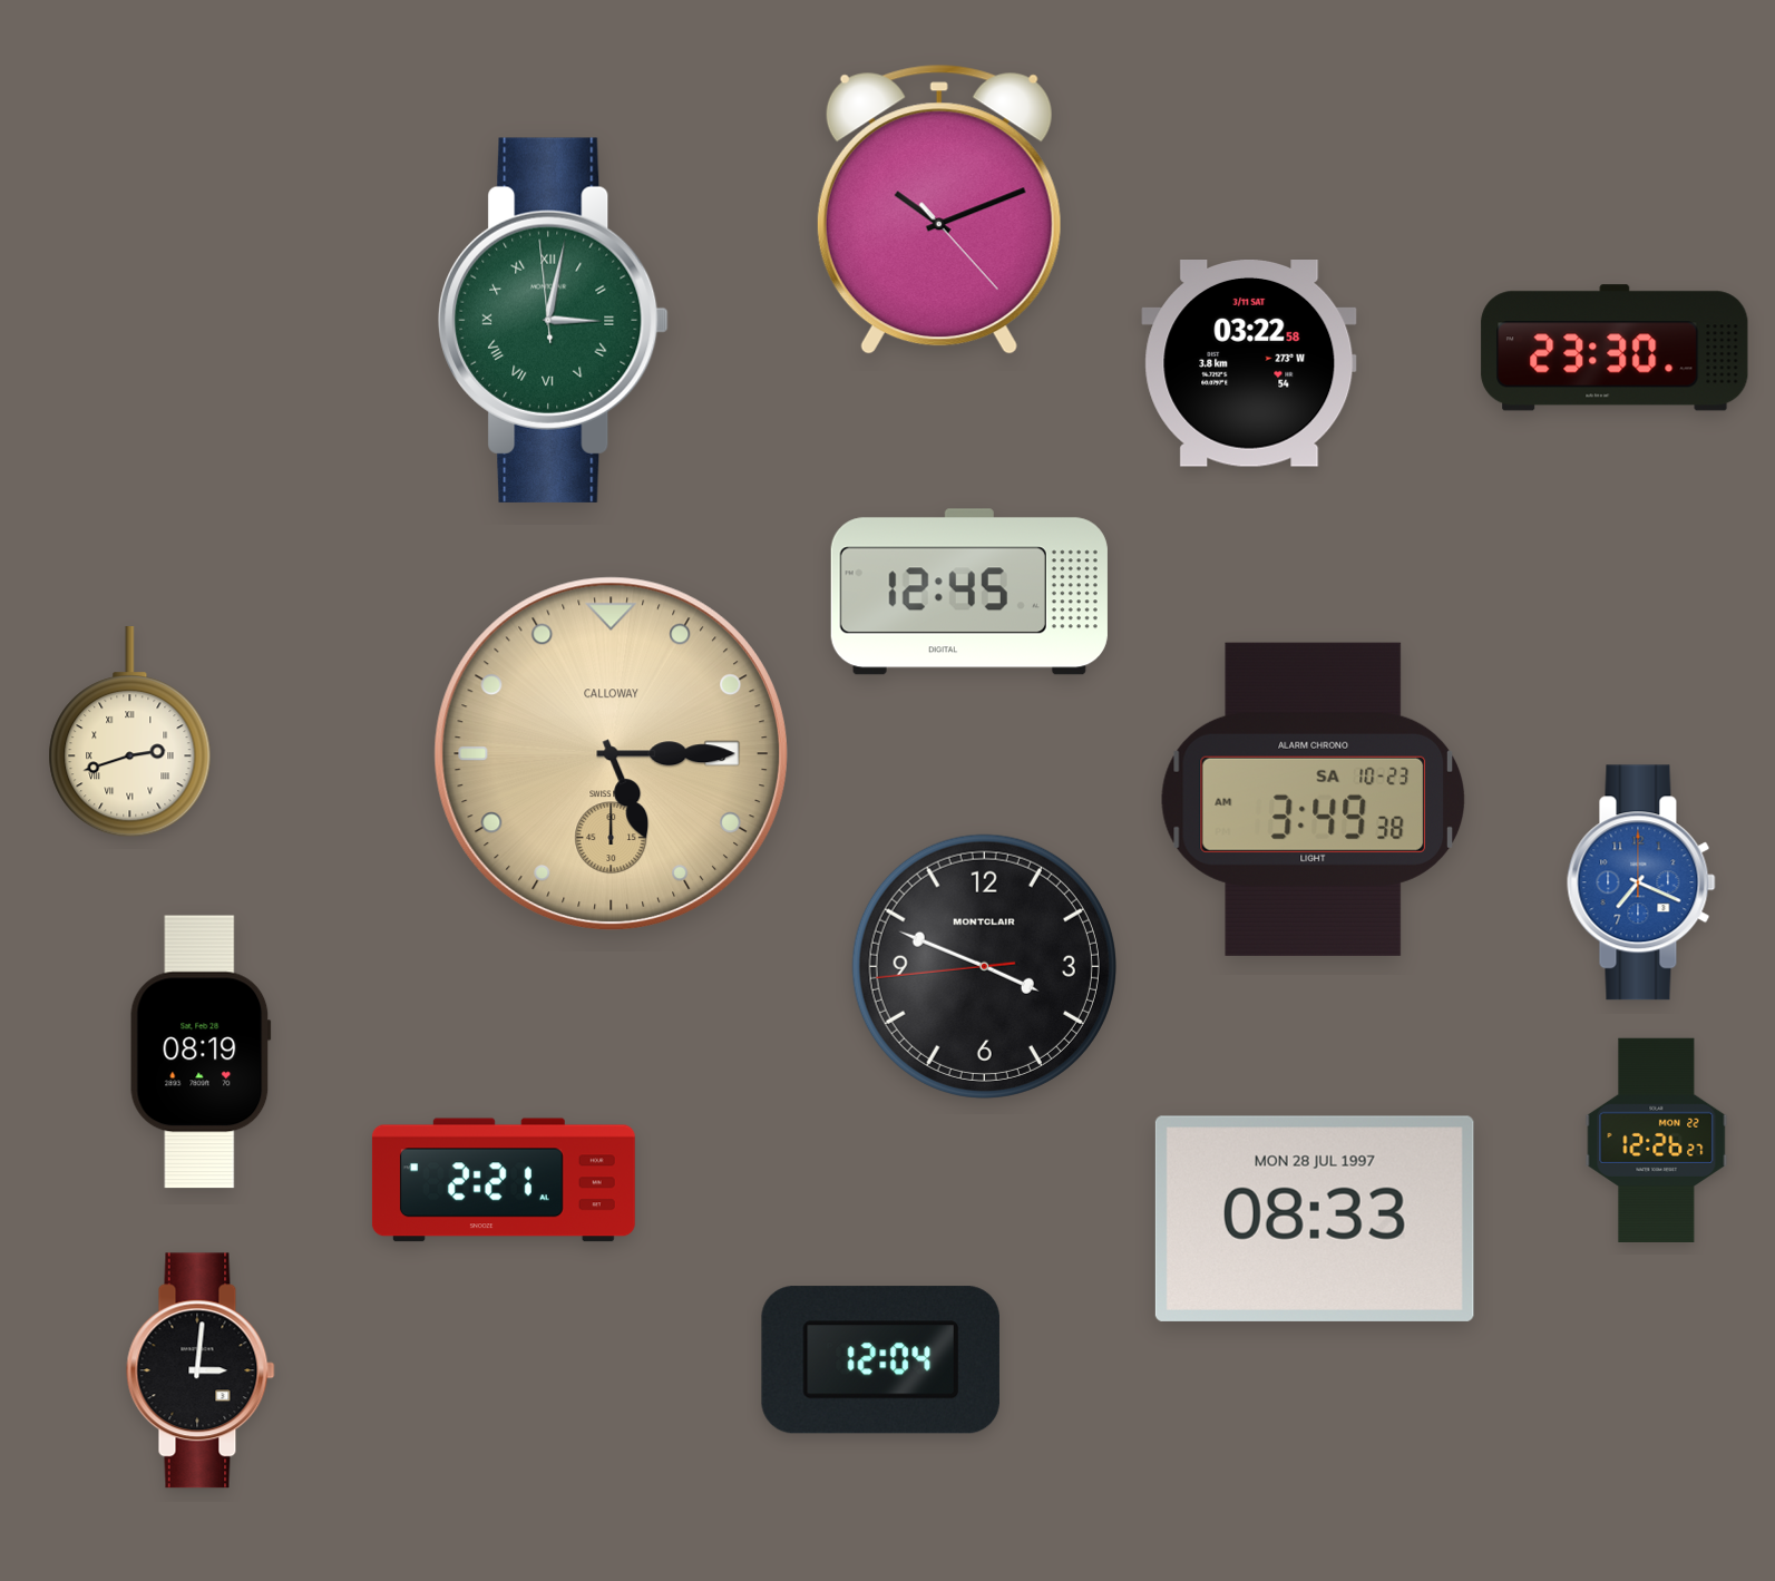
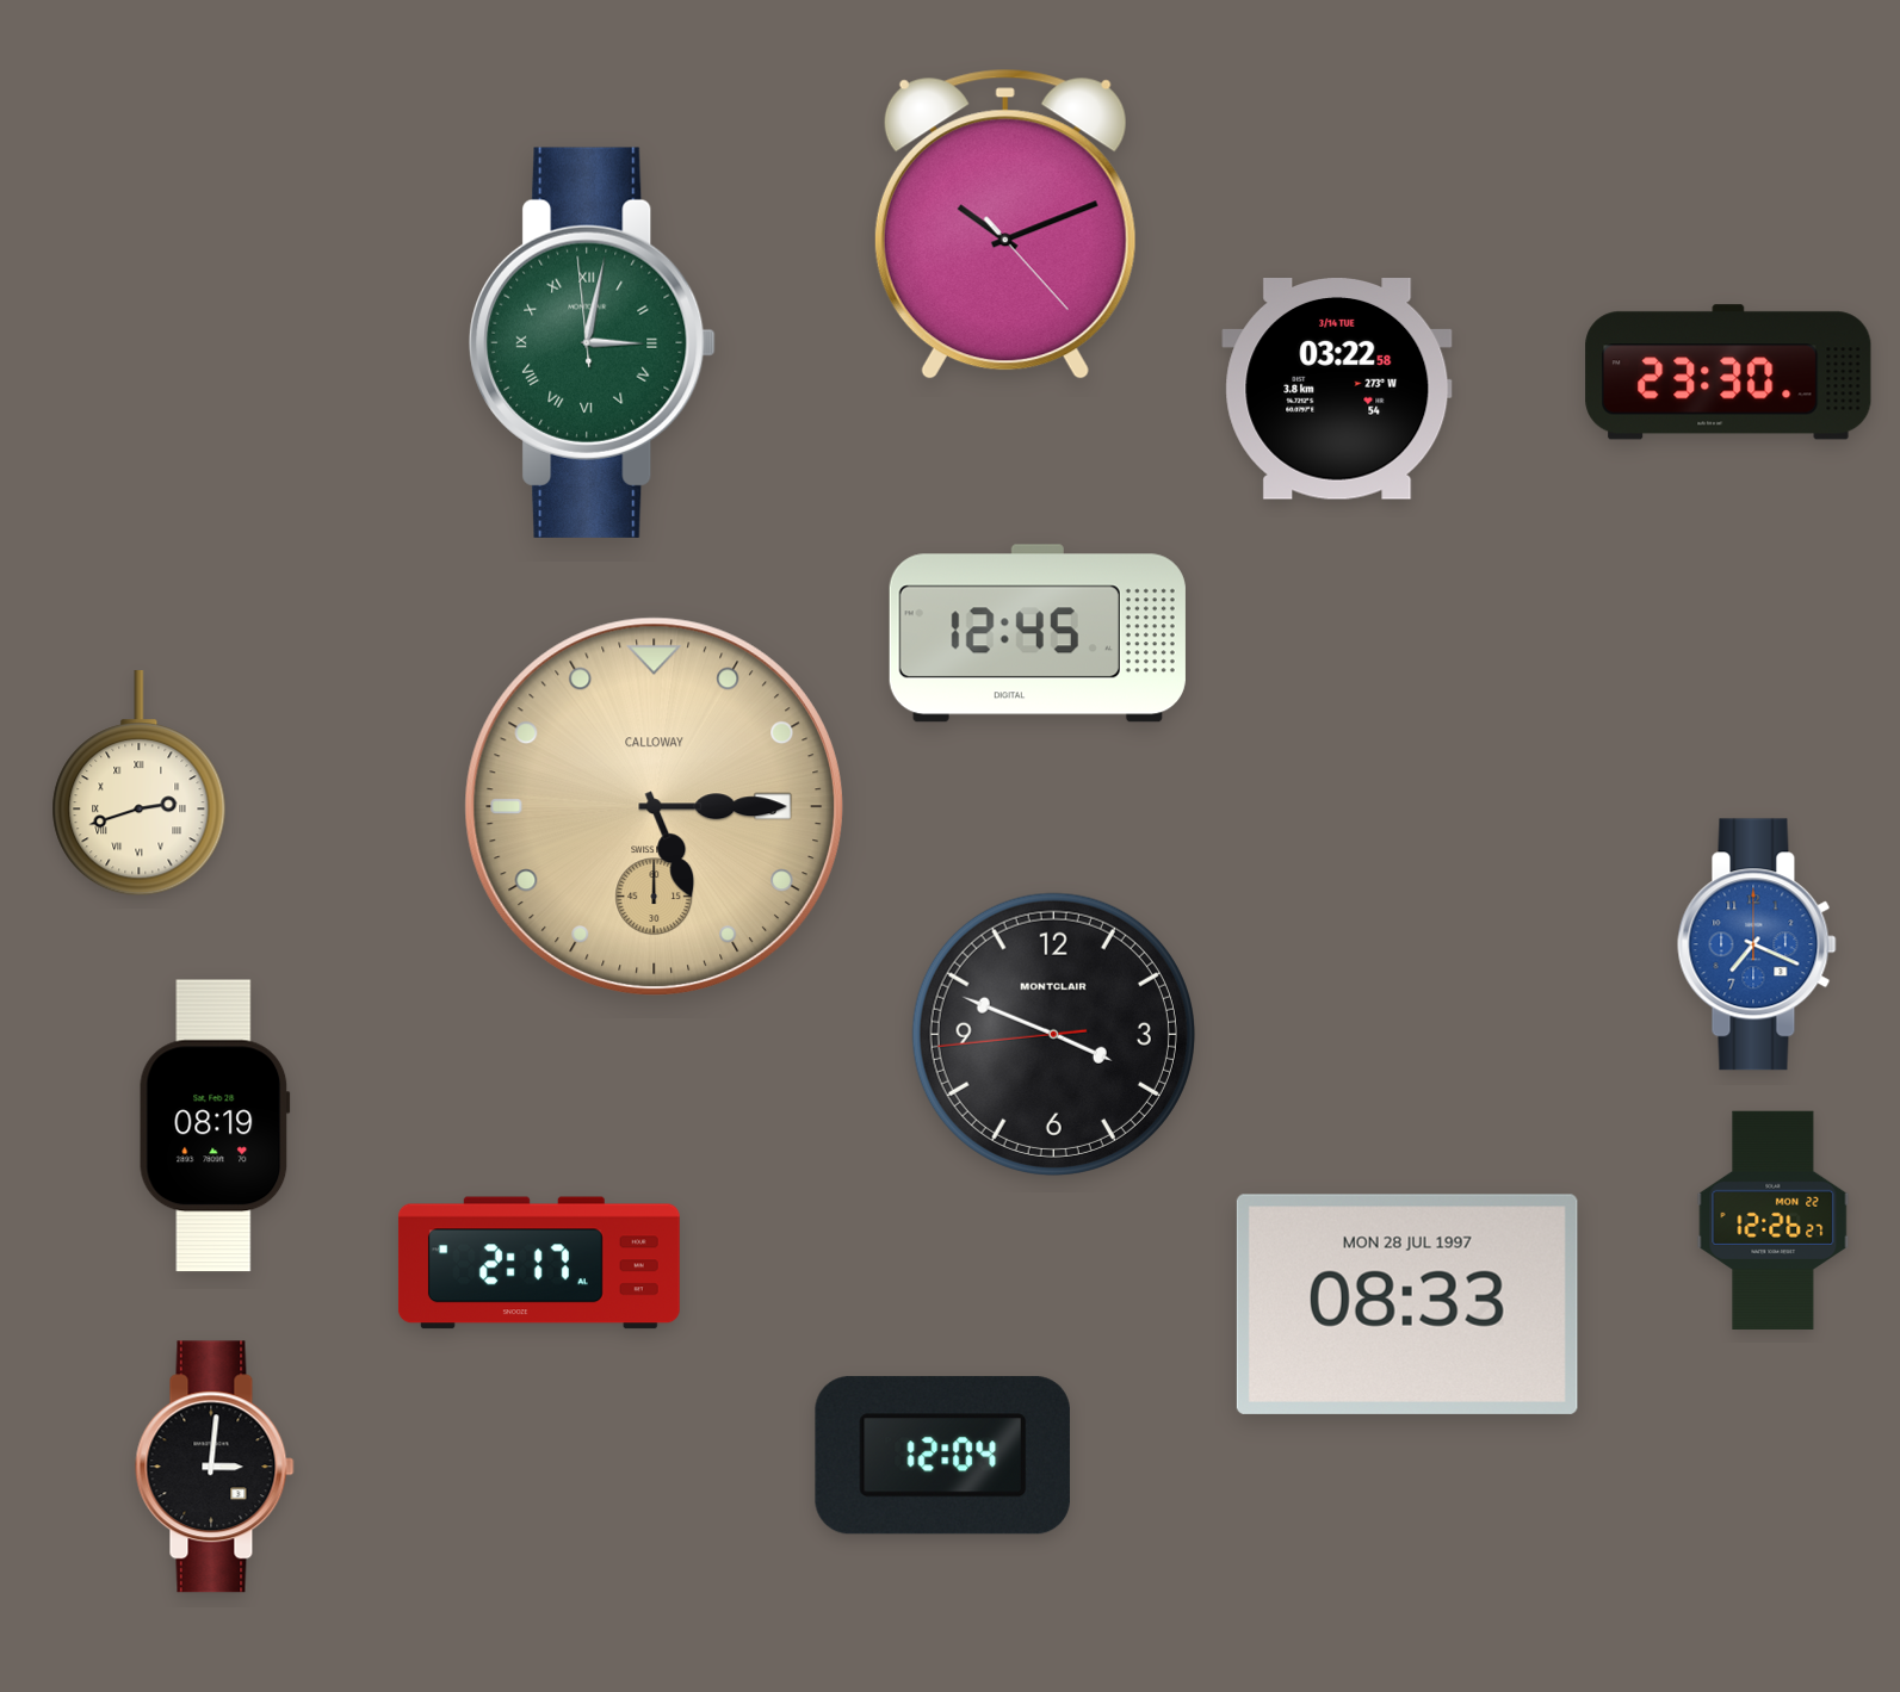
clock at (1249, 364) date: 3/11 SAT -> 3/14 TUE
clock at (1314, 799): 3:49 -> none
clock at (504, 1180): 2:21 -> 2:17
